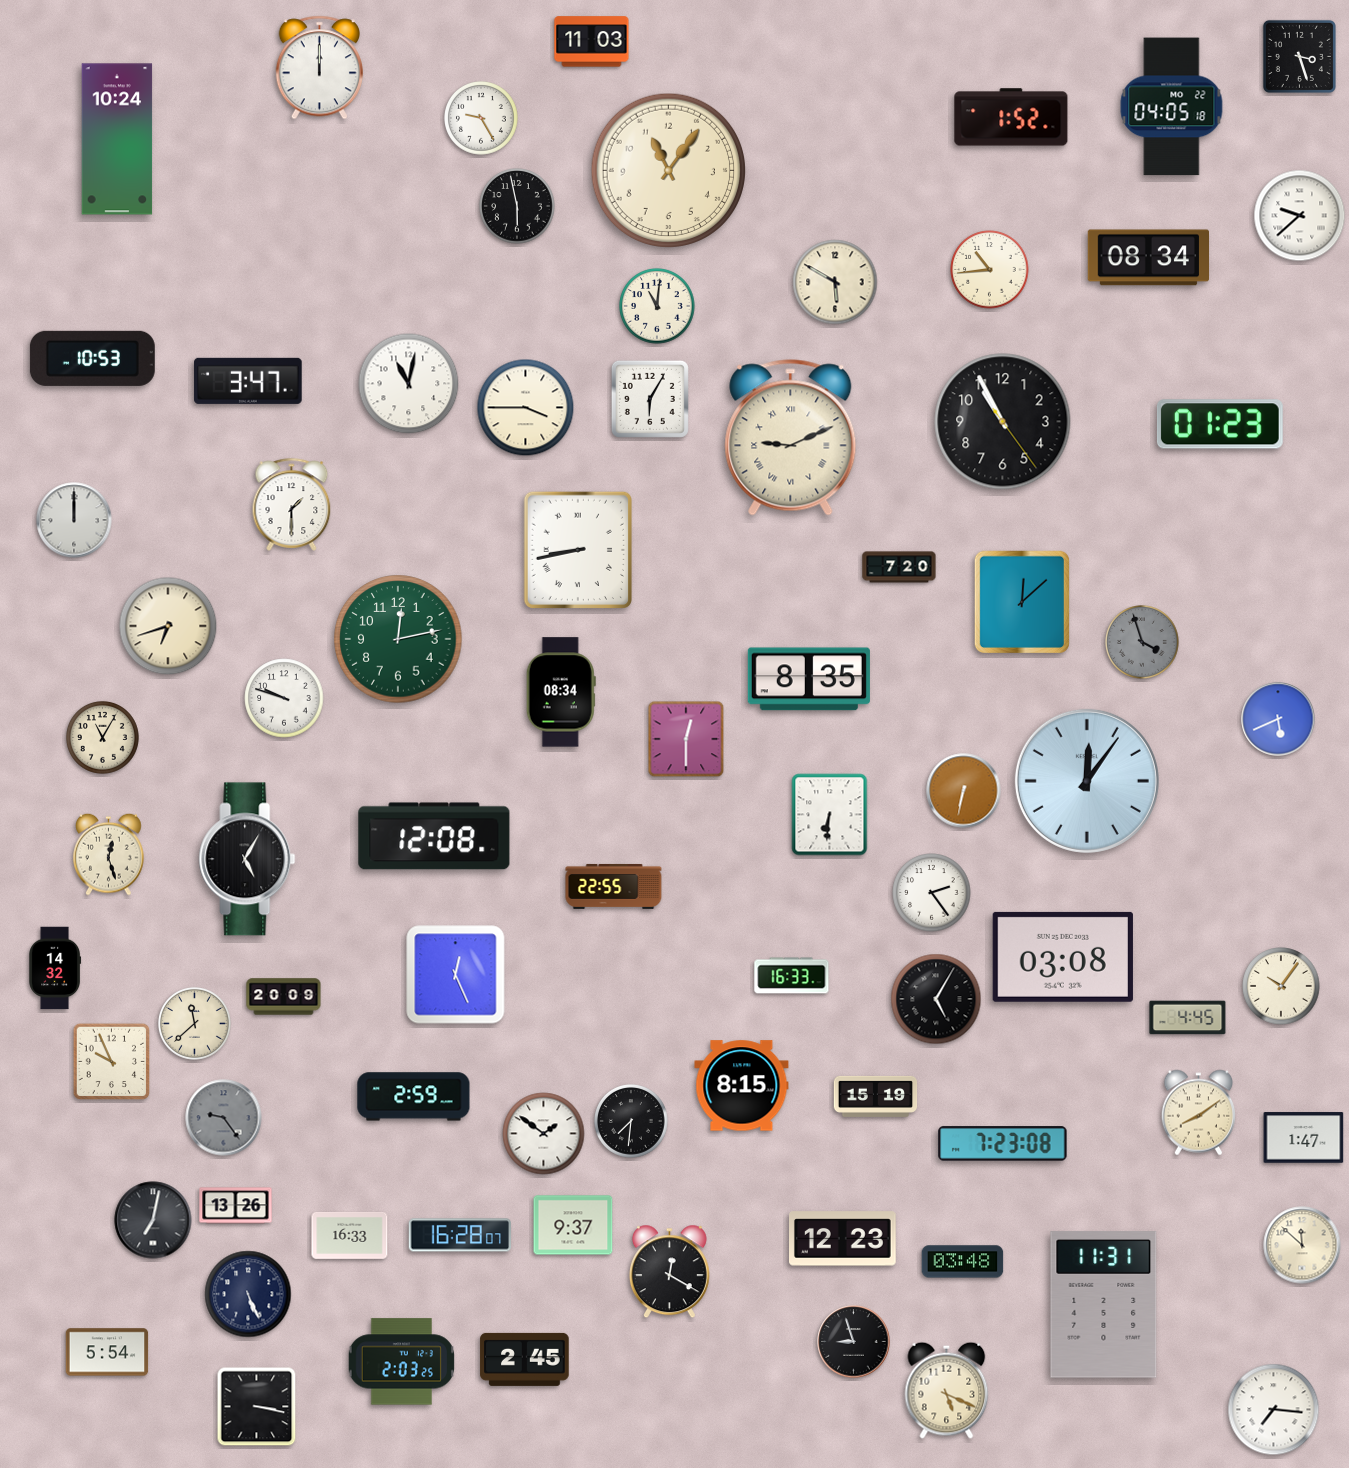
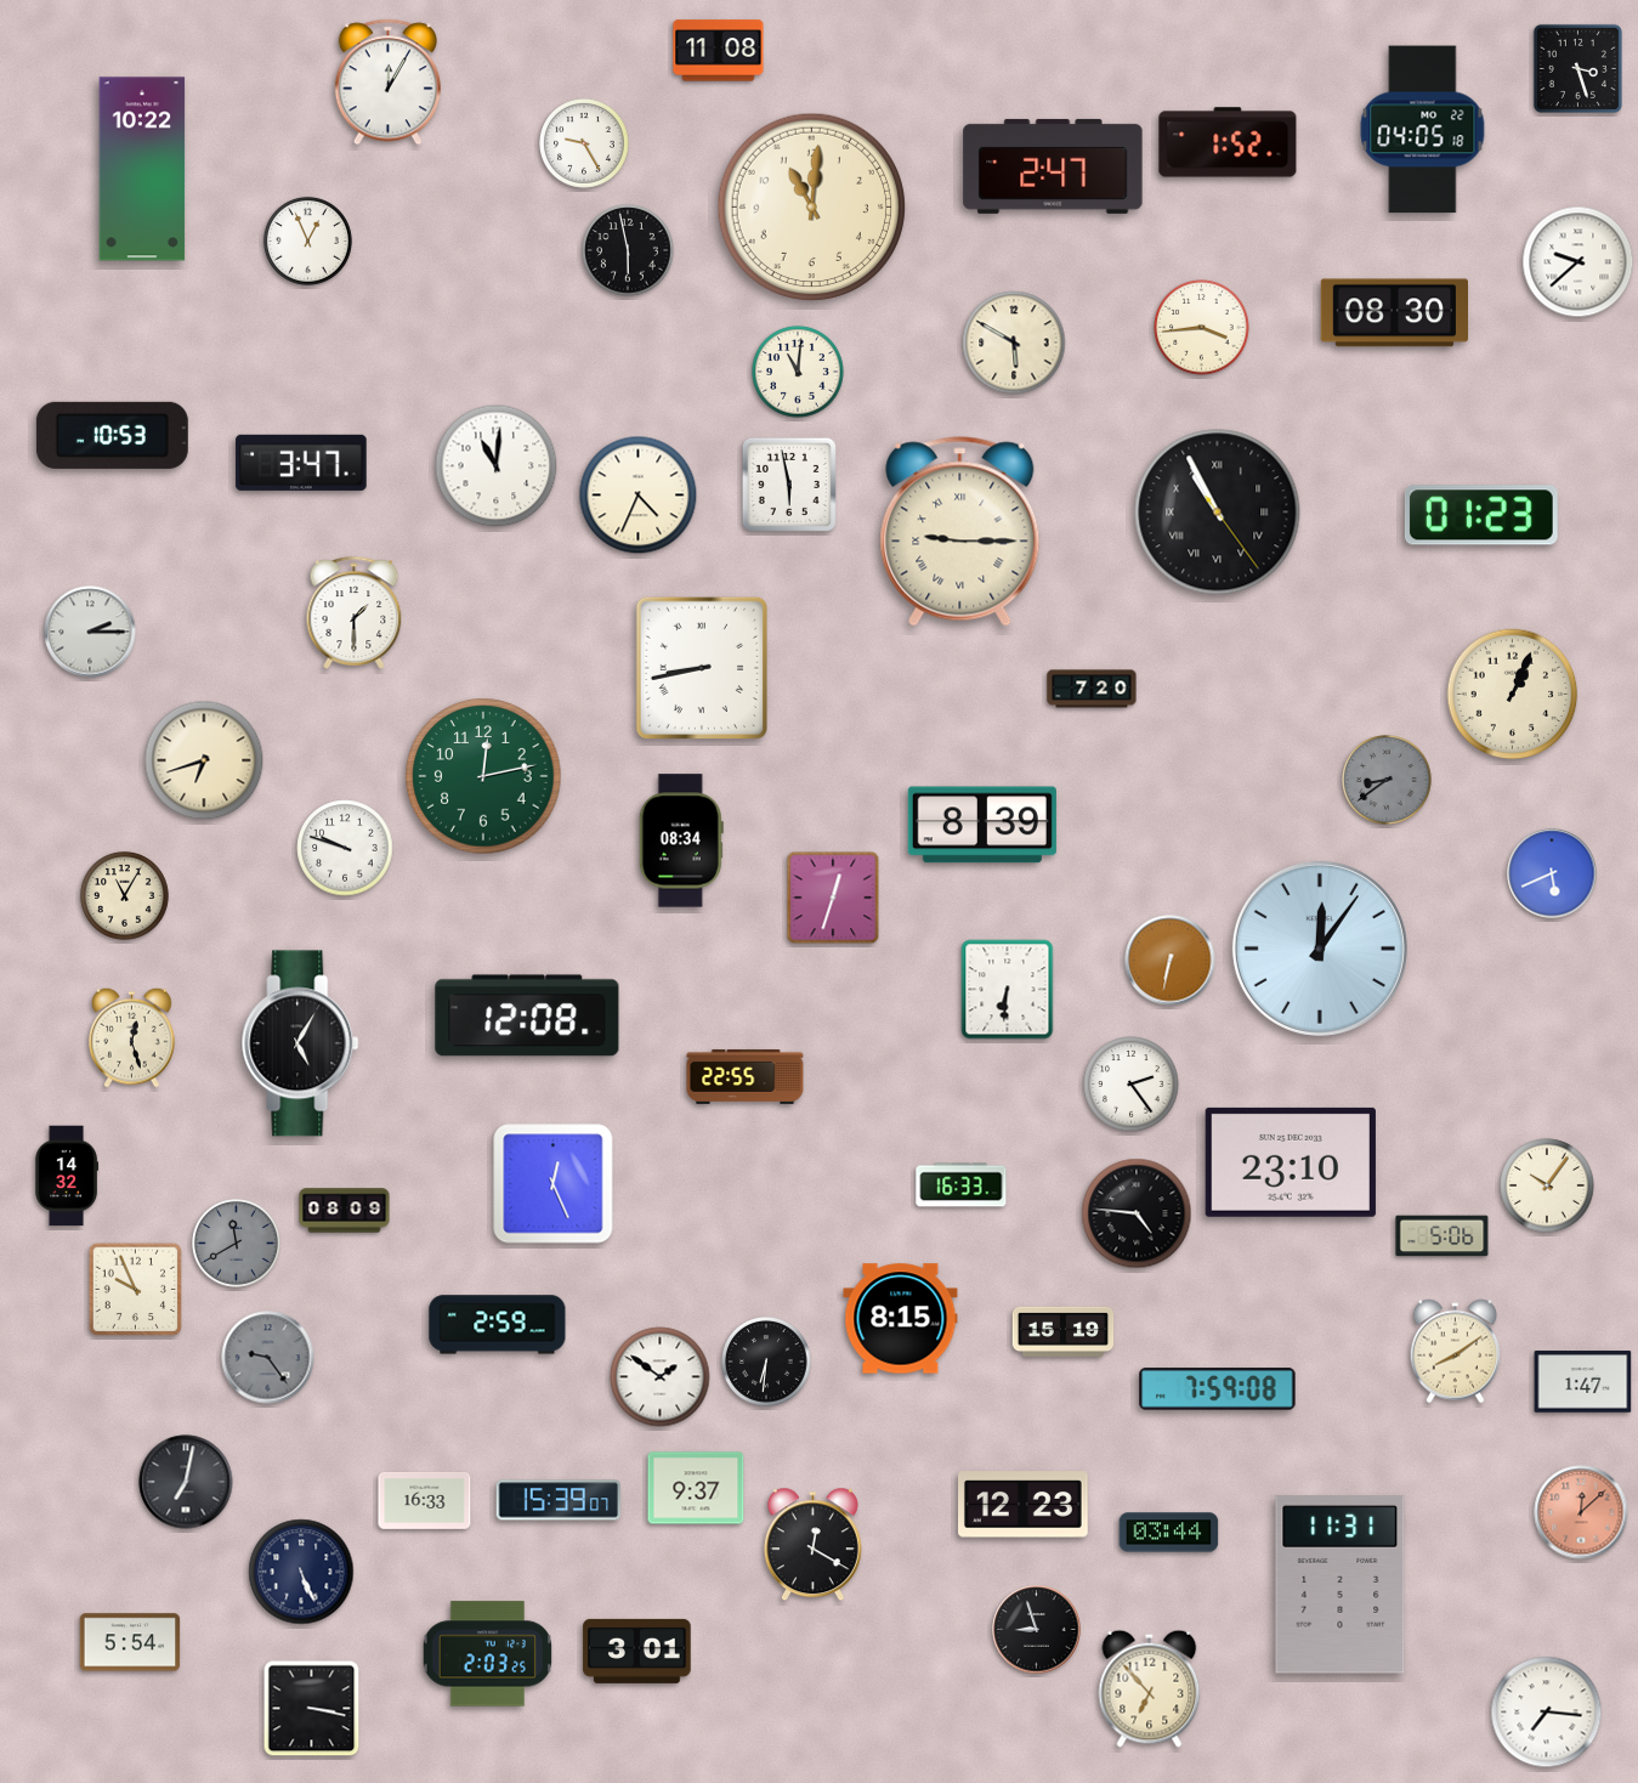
clock at (592, 42): 11:03 -> 11:08
clock at (319, 68): 12:00 -> 12:05
clock at (1053, 166): none -> 2:47
clock at (117, 139): 10:24 -> 10:22
clock at (669, 171): 11:06 -> 11:01
clock at (307, 240): none -> 12:56
clock at (1148, 258): 08:34 -> 08:30
clock at (990, 270): 10:44 -> 3:44
clock at (409, 384): 11:02 -> 11:01
clock at (650, 399): 6:05 -> 5:58
clock at (526, 408): 3:45 -> 4:34
clock at (1003, 422) numerals: Arabic -> Roman
clock at (791, 438): 9:11 -> 9:15
clock at (74, 520): 12:00 -> 2:15
clock at (1513, 695): none -> 1:04
clock at (1022, 601): 12:08 -> none
clock at (1143, 643): 3:57 -> 8:39
clock at (809, 679): 8:35 -> 8:39
clock at (686, 739): 12:30 -> 12:33
clock at (1063, 957): 03:08 -> 23:10
clock at (1281, 986) position: (1281, 986) -> (1547, 1185)
clock at (284, 997): 20:09 -> 08:09
clock at (936, 999): 5:05 -> 4:46
clock at (1188, 1018): 4:45 -> 5:06
clock at (194, 1023): 11:38 -> 11:40
clock at (194, 1023) dial: cream -> grey
clock at (414, 1097) position: (414, 1097) -> (498, 1325)
clock at (224, 1118) position: (224, 1118) -> (268, 1358)
clock at (632, 1122): 7:31 -> 6:31
clock at (1003, 1144): 7:23 -> 7:59
clock at (236, 1206): 13:26 -> none
clock at (459, 1235): 16:28 -> 15:39
clock at (1302, 1245): 11:52 -> 12:08
clock at (1302, 1245) dial: cream -> salmon
clock at (963, 1262): 03:48 -> 03:44
clock at (525, 1359): 2:45 -> 3:01
clock at (947, 1390): 5:19 -> 6:53
